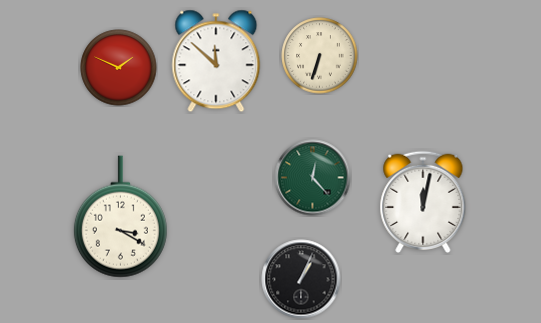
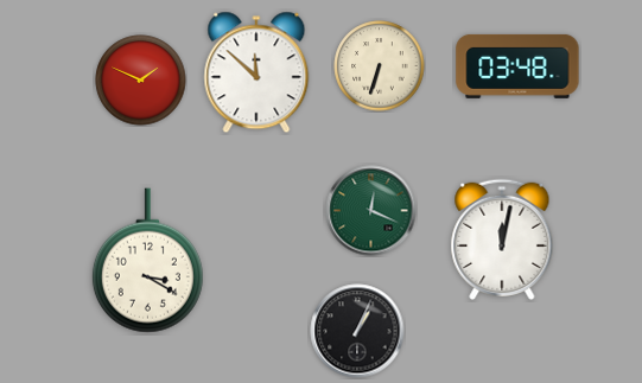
clock at (517, 66): none -> 03:48
clock at (313, 178): 12:23 -> 12:19
clock at (120, 217) position: (120, 217) -> (147, 261)
